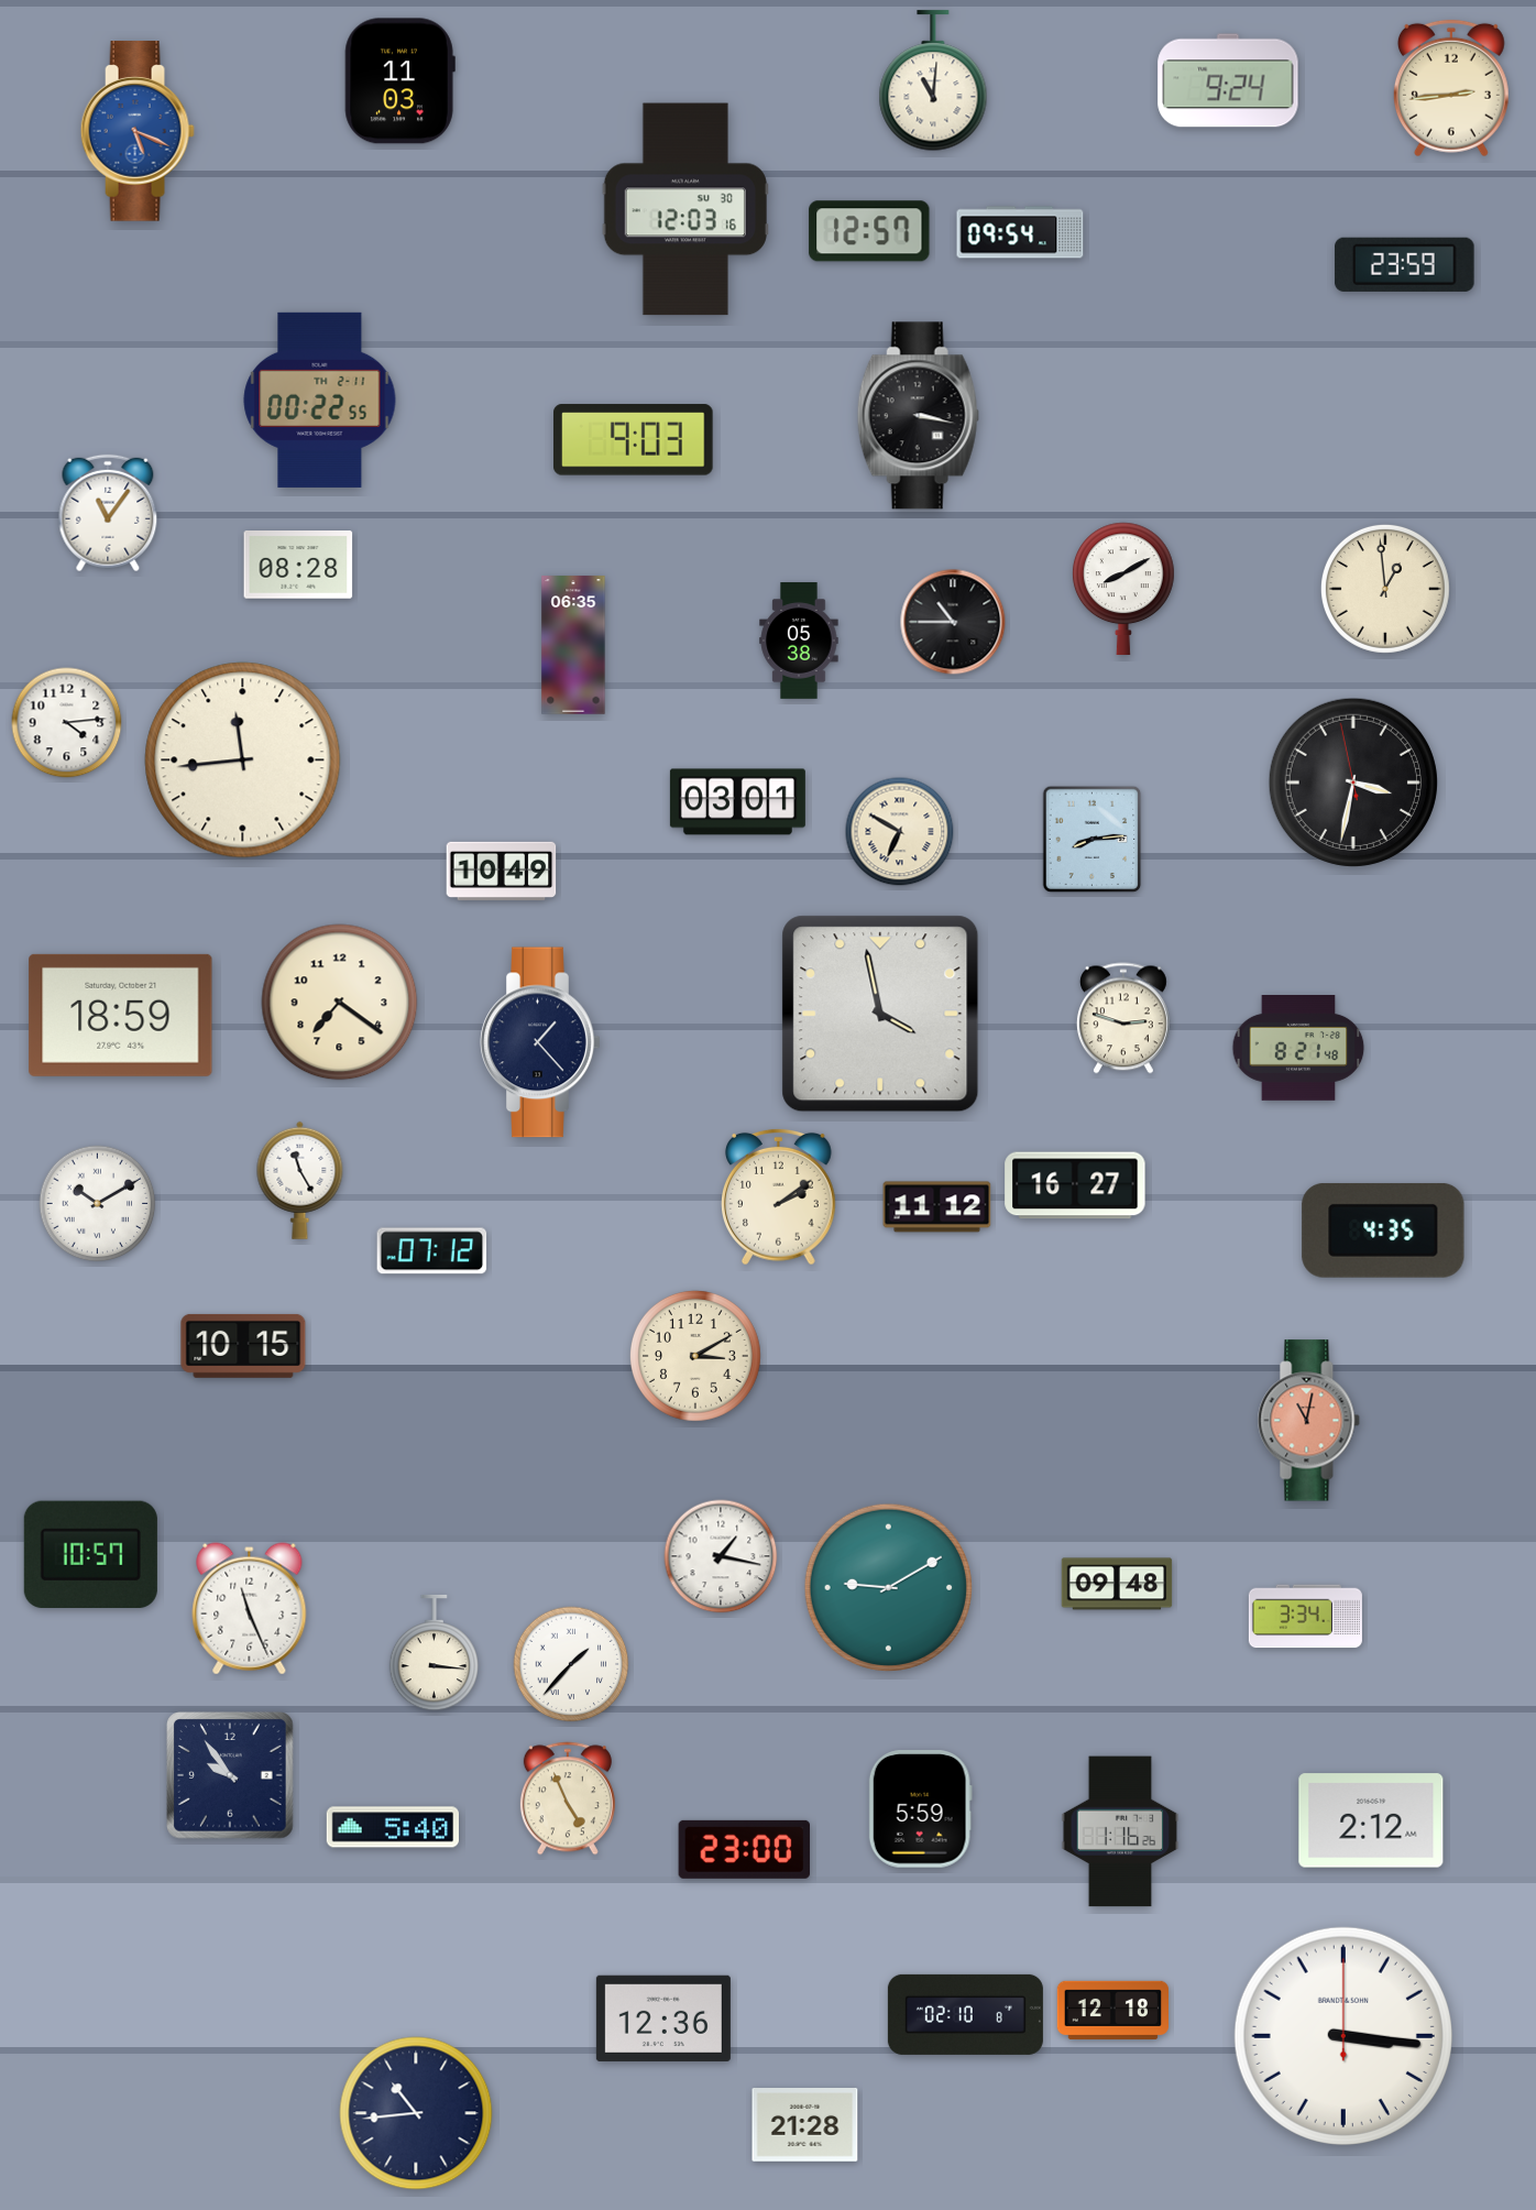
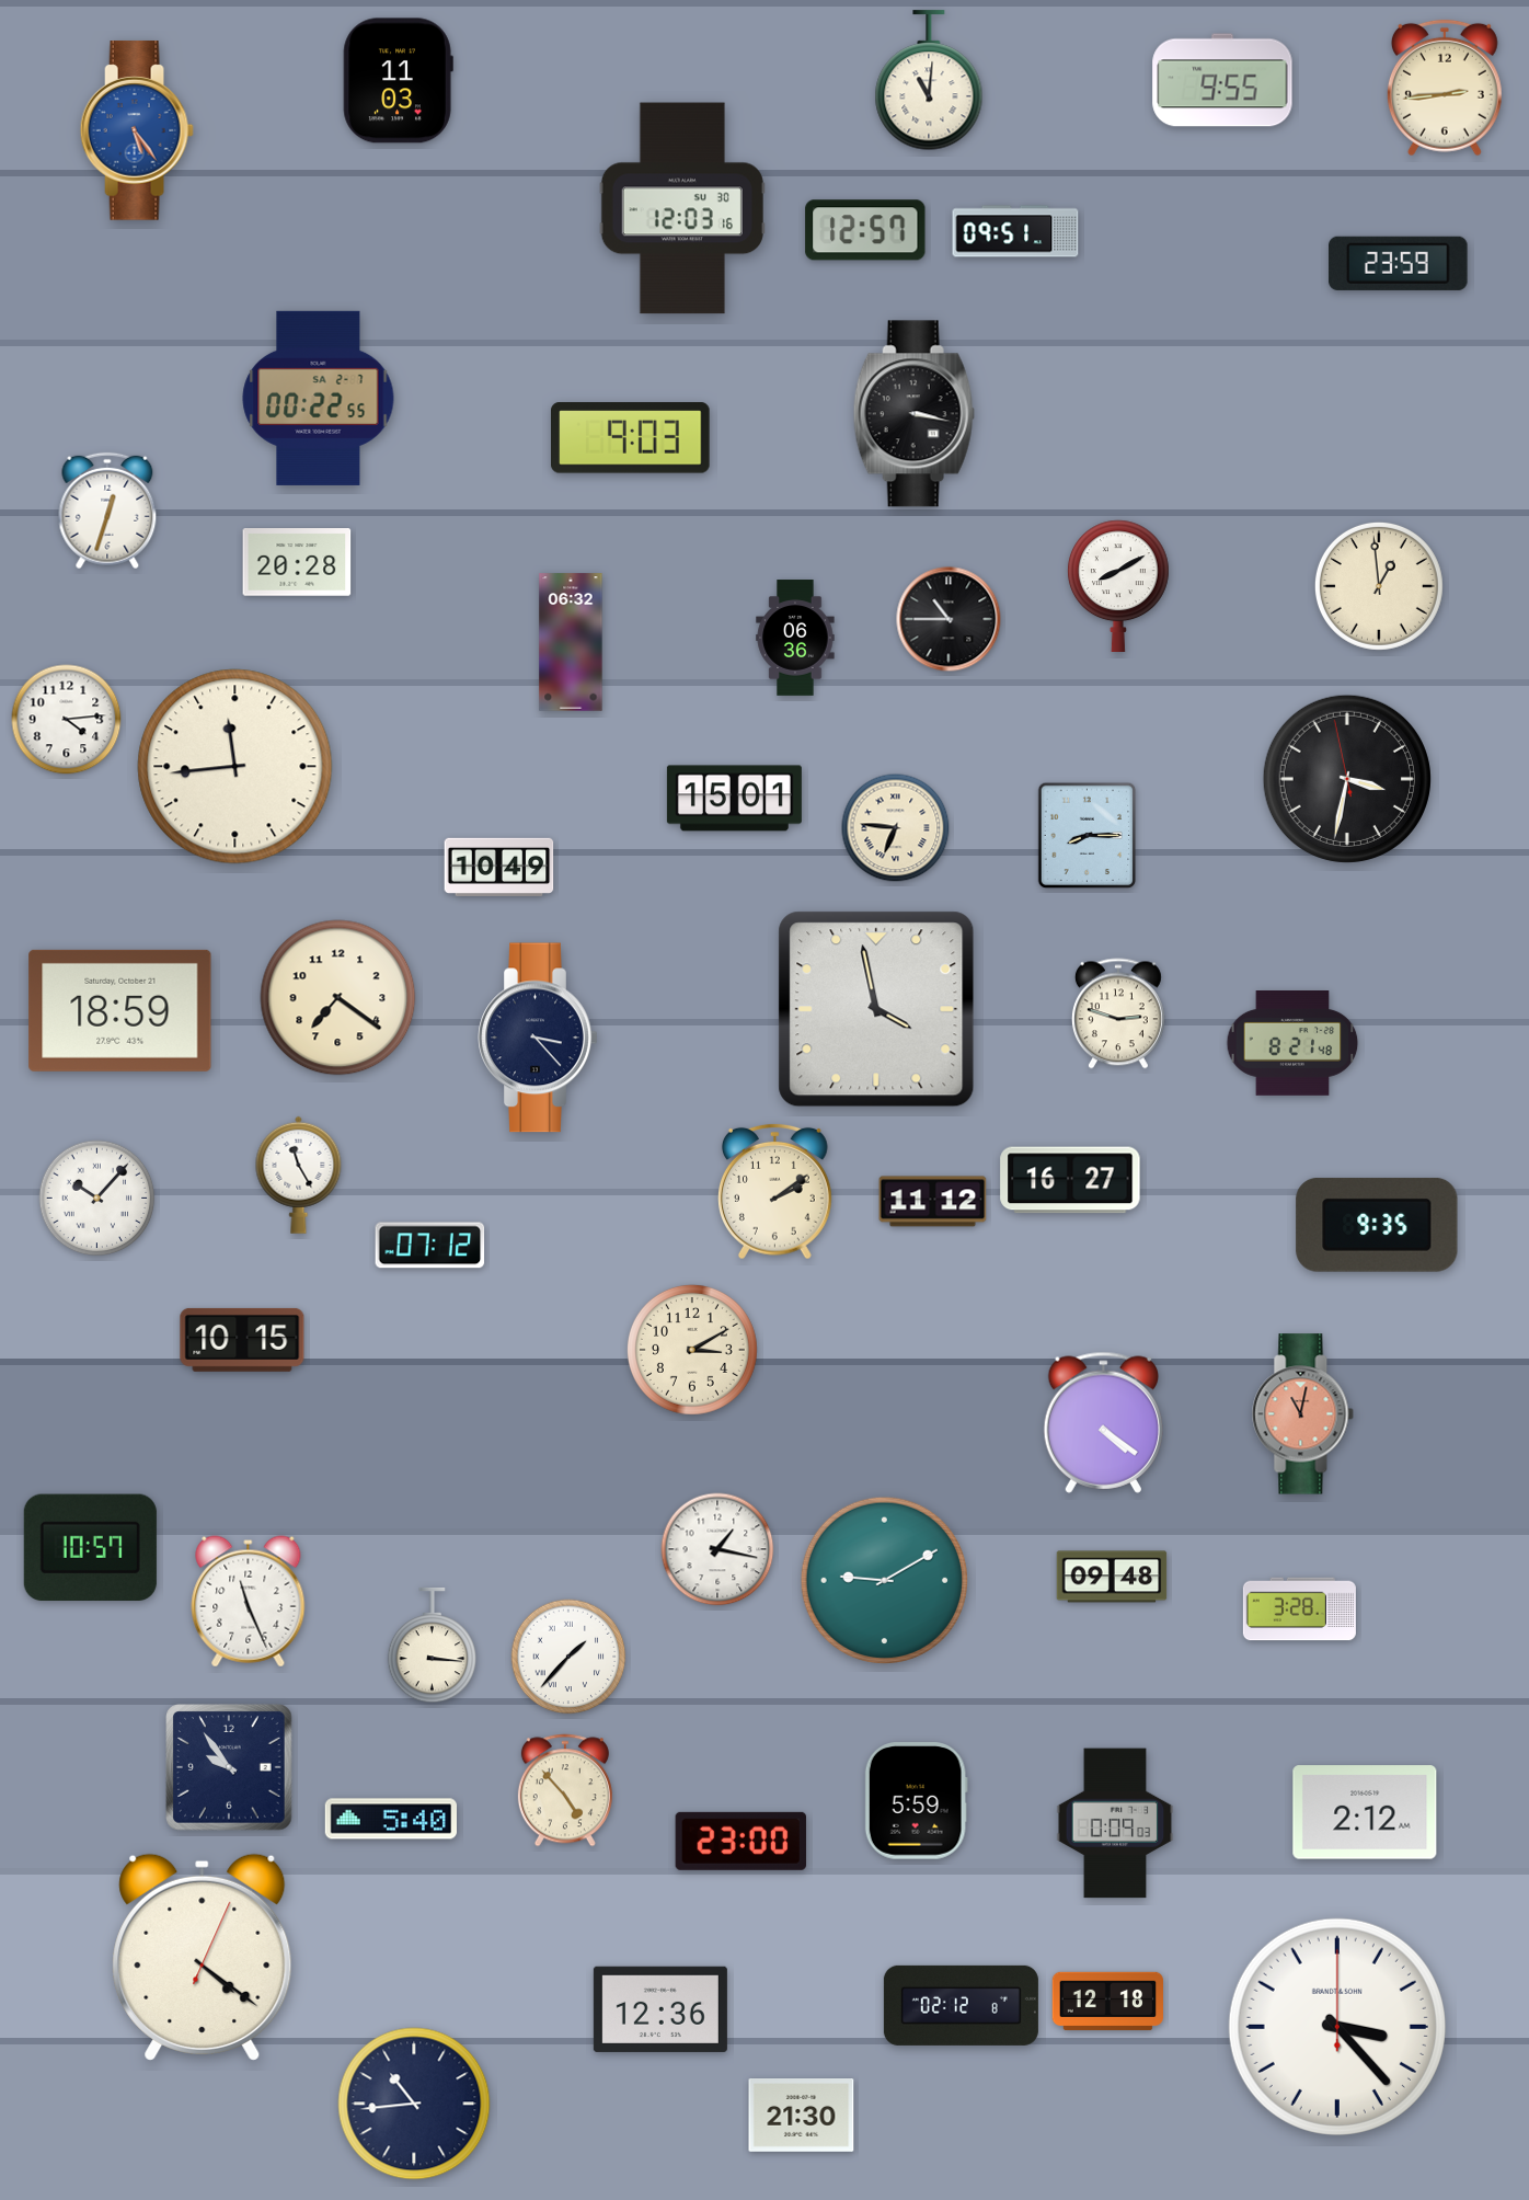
clock at (1228, 80): 9:24 -> 9:55
clock at (138, 131): 5:19 -> 5:24
clock at (1020, 232): 09:54 -> 09:51
clock at (320, 400) date: TH 2-11 -> SA 2-7
clock at (108, 513): 11:06 -> 12:33
clock at (298, 565): 08:28 -> 20:28
clock at (799, 641): 05:38 -> 06:36
clock at (573, 645): 06:35 -> 06:32
clock at (243, 761) position: (243, 761) -> (235, 767)
clock at (737, 802): 03:01 -> 15:01
clock at (900, 832): 6:50 -> 6:46
clock at (1093, 840): 8:14 -> 8:15
clock at (540, 1042): 1:23 -> 3:23
clock at (98, 1204): 10:10 -> 10:07
clock at (1383, 1230): 4:35 -> 9:35
clock at (1103, 1422): none -> 4:21
clock at (1305, 1617): 3:34 -> 3:28
clock at (568, 1798): 4:56 -> 4:53
clock at (1120, 1831): 1:16 -> 0:09
clock at (203, 1957): none -> 4:21
clock at (965, 2014): 02:10 -> 02:12
clock at (1343, 2036): 3:16 -> 3:23
clock at (805, 2125): 21:28 -> 21:30
